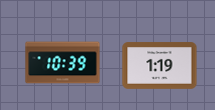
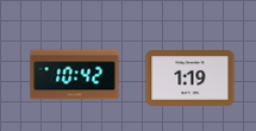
clock at (63, 63): 10:39 -> 10:42
